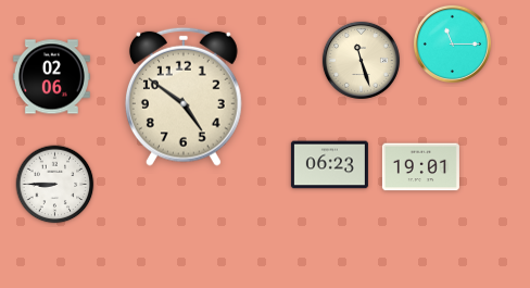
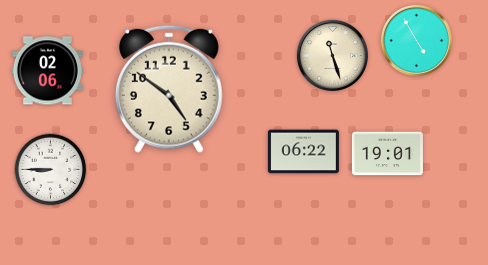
clock at (452, 43): 11:15 -> 4:55
clock at (329, 165): 06:23 -> 06:22
